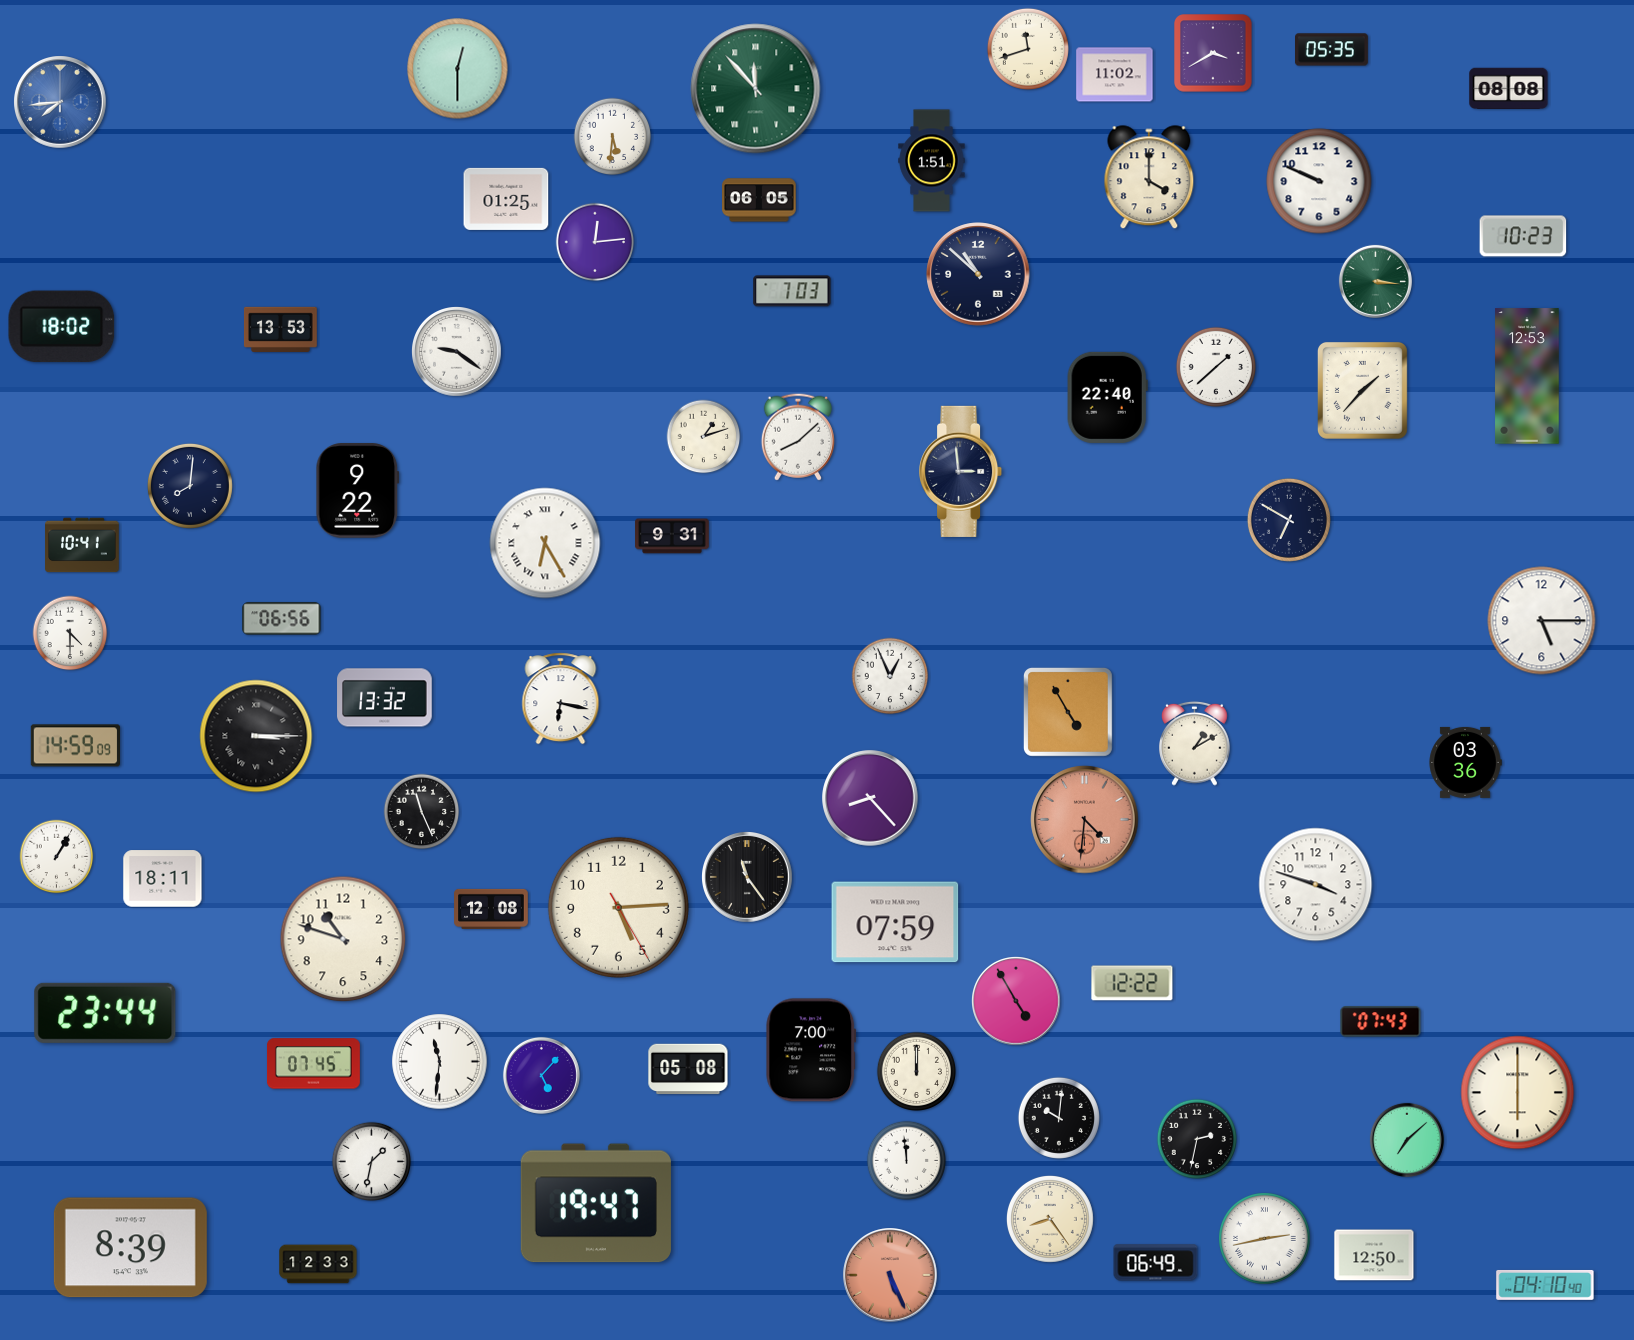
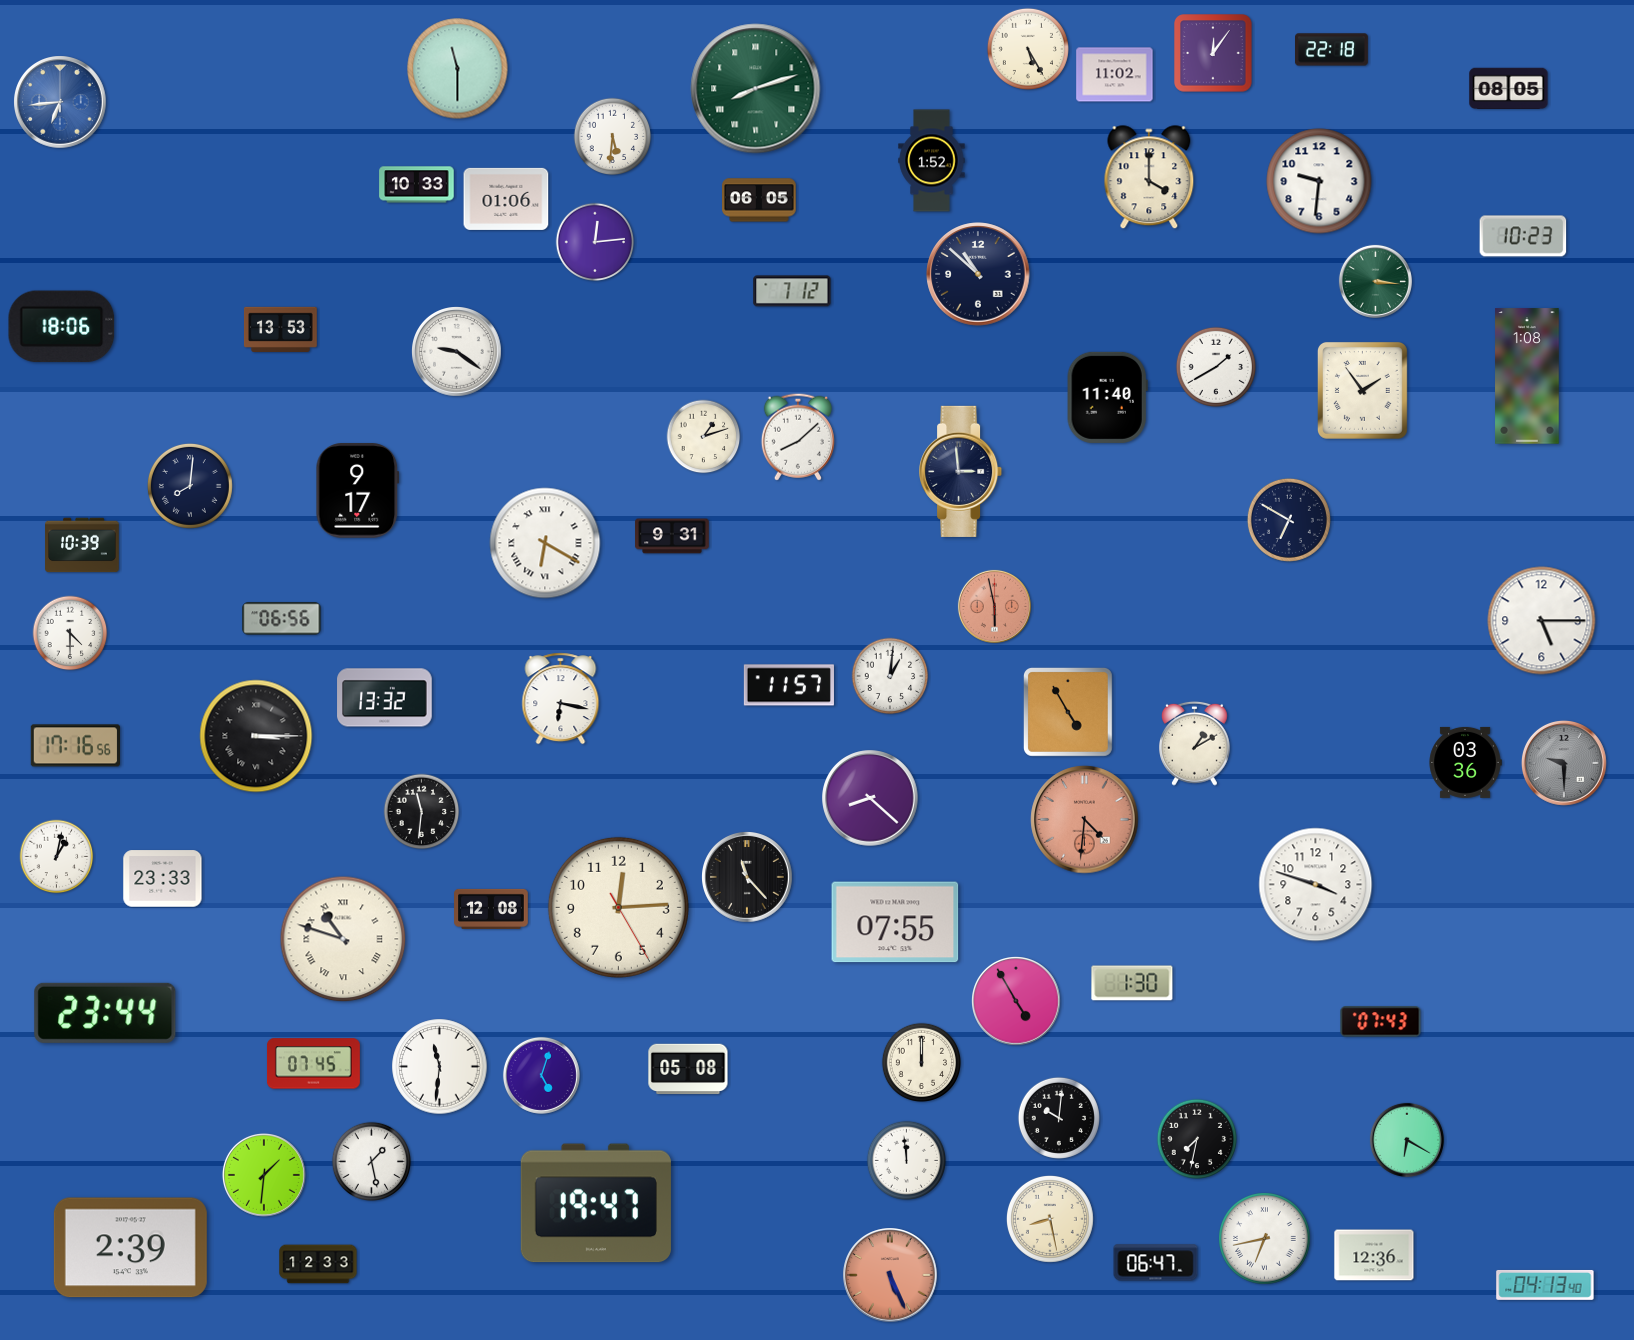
clock at (1028, 49): 11:42 -> 5:25
clock at (1332, 50): 05:35 -> 22:18
clock at (1213, 53): 3:40 -> 12:06
clock at (458, 69): 12:30 -> 11:30
clock at (1509, 88): 08:08 -> 08:05
clock at (756, 89): 11:53 -> 8:12
clock at (60, 102): 7:44 -> 6:44
clock at (932, 161): 1:51 -> 1:52
clock at (1319, 181): 9:49 -> 9:31
clock at (417, 185): none -> 10:33
clock at (506, 199): 01:25 -> 01:06
clock at (792, 291): 7:03 -> 7:12
clock at (62, 327): 18:02 -> 18:06
clock at (1215, 366): 1:38 -> 1:40
clock at (1527, 376): 12:53 -> 1:08
clock at (1362, 390): 1:37 -> 1:54
clock at (1107, 397): 22:40 -> 11:40
clock at (358, 491): 9:22 -> 9:17
clock at (545, 543): 6:25 -> 6:20
clock at (82, 545): 10:41 -> 10:39
clock at (994, 606): none -> 5:58
clock at (890, 676): 12:56 -> 1:01
clock at (789, 685): none -> 11:57
clock at (75, 746): 14:59 -> 17:16
clock at (1564, 763): none -> 9:30
clock at (870, 798): 8:23 -> 8:22
clock at (422, 812): 11:26 -> 11:31
clock at (57, 857): 1:05 -> 1:02
clock at (748, 878): 11:24 -> 11:23
clock at (163, 879): 18:11 -> 23:33
clock at (618, 907): 5:14 -> 12:14
clock at (895, 922): 07:59 -> 07:55
clock at (343, 939) numerals: Arabic -> Roman
clock at (1132, 983): 12:22 -> 1:30
clock at (811, 1050): 7:00 -> none
clock at (440, 1062) position: (440, 1062) -> (440, 1067)
clock at (916, 1071) position: (916, 1071) -> (921, 1062)
clock at (541, 1075): 5:07 -> 5:03
clock at (1518, 1093): 6:00 -> none
clock at (1196, 1138): 2:32 -> 7:32
clock at (1407, 1140): 7:08 -> 6:20
clock at (371, 1161): 1:32 -> 1:28
clock at (264, 1175): none -> 1:31
clock at (1050, 1219): 8:24 -> 8:28
clock at (1265, 1239): 2:43 -> 6:43
clock at (130, 1248): 8:39 -> 2:39
clock at (1374, 1255): 12:50 -> 12:36
clock at (1156, 1263): 06:49 -> 06:47
clock at (1545, 1285): 04:10 -> 04:13
